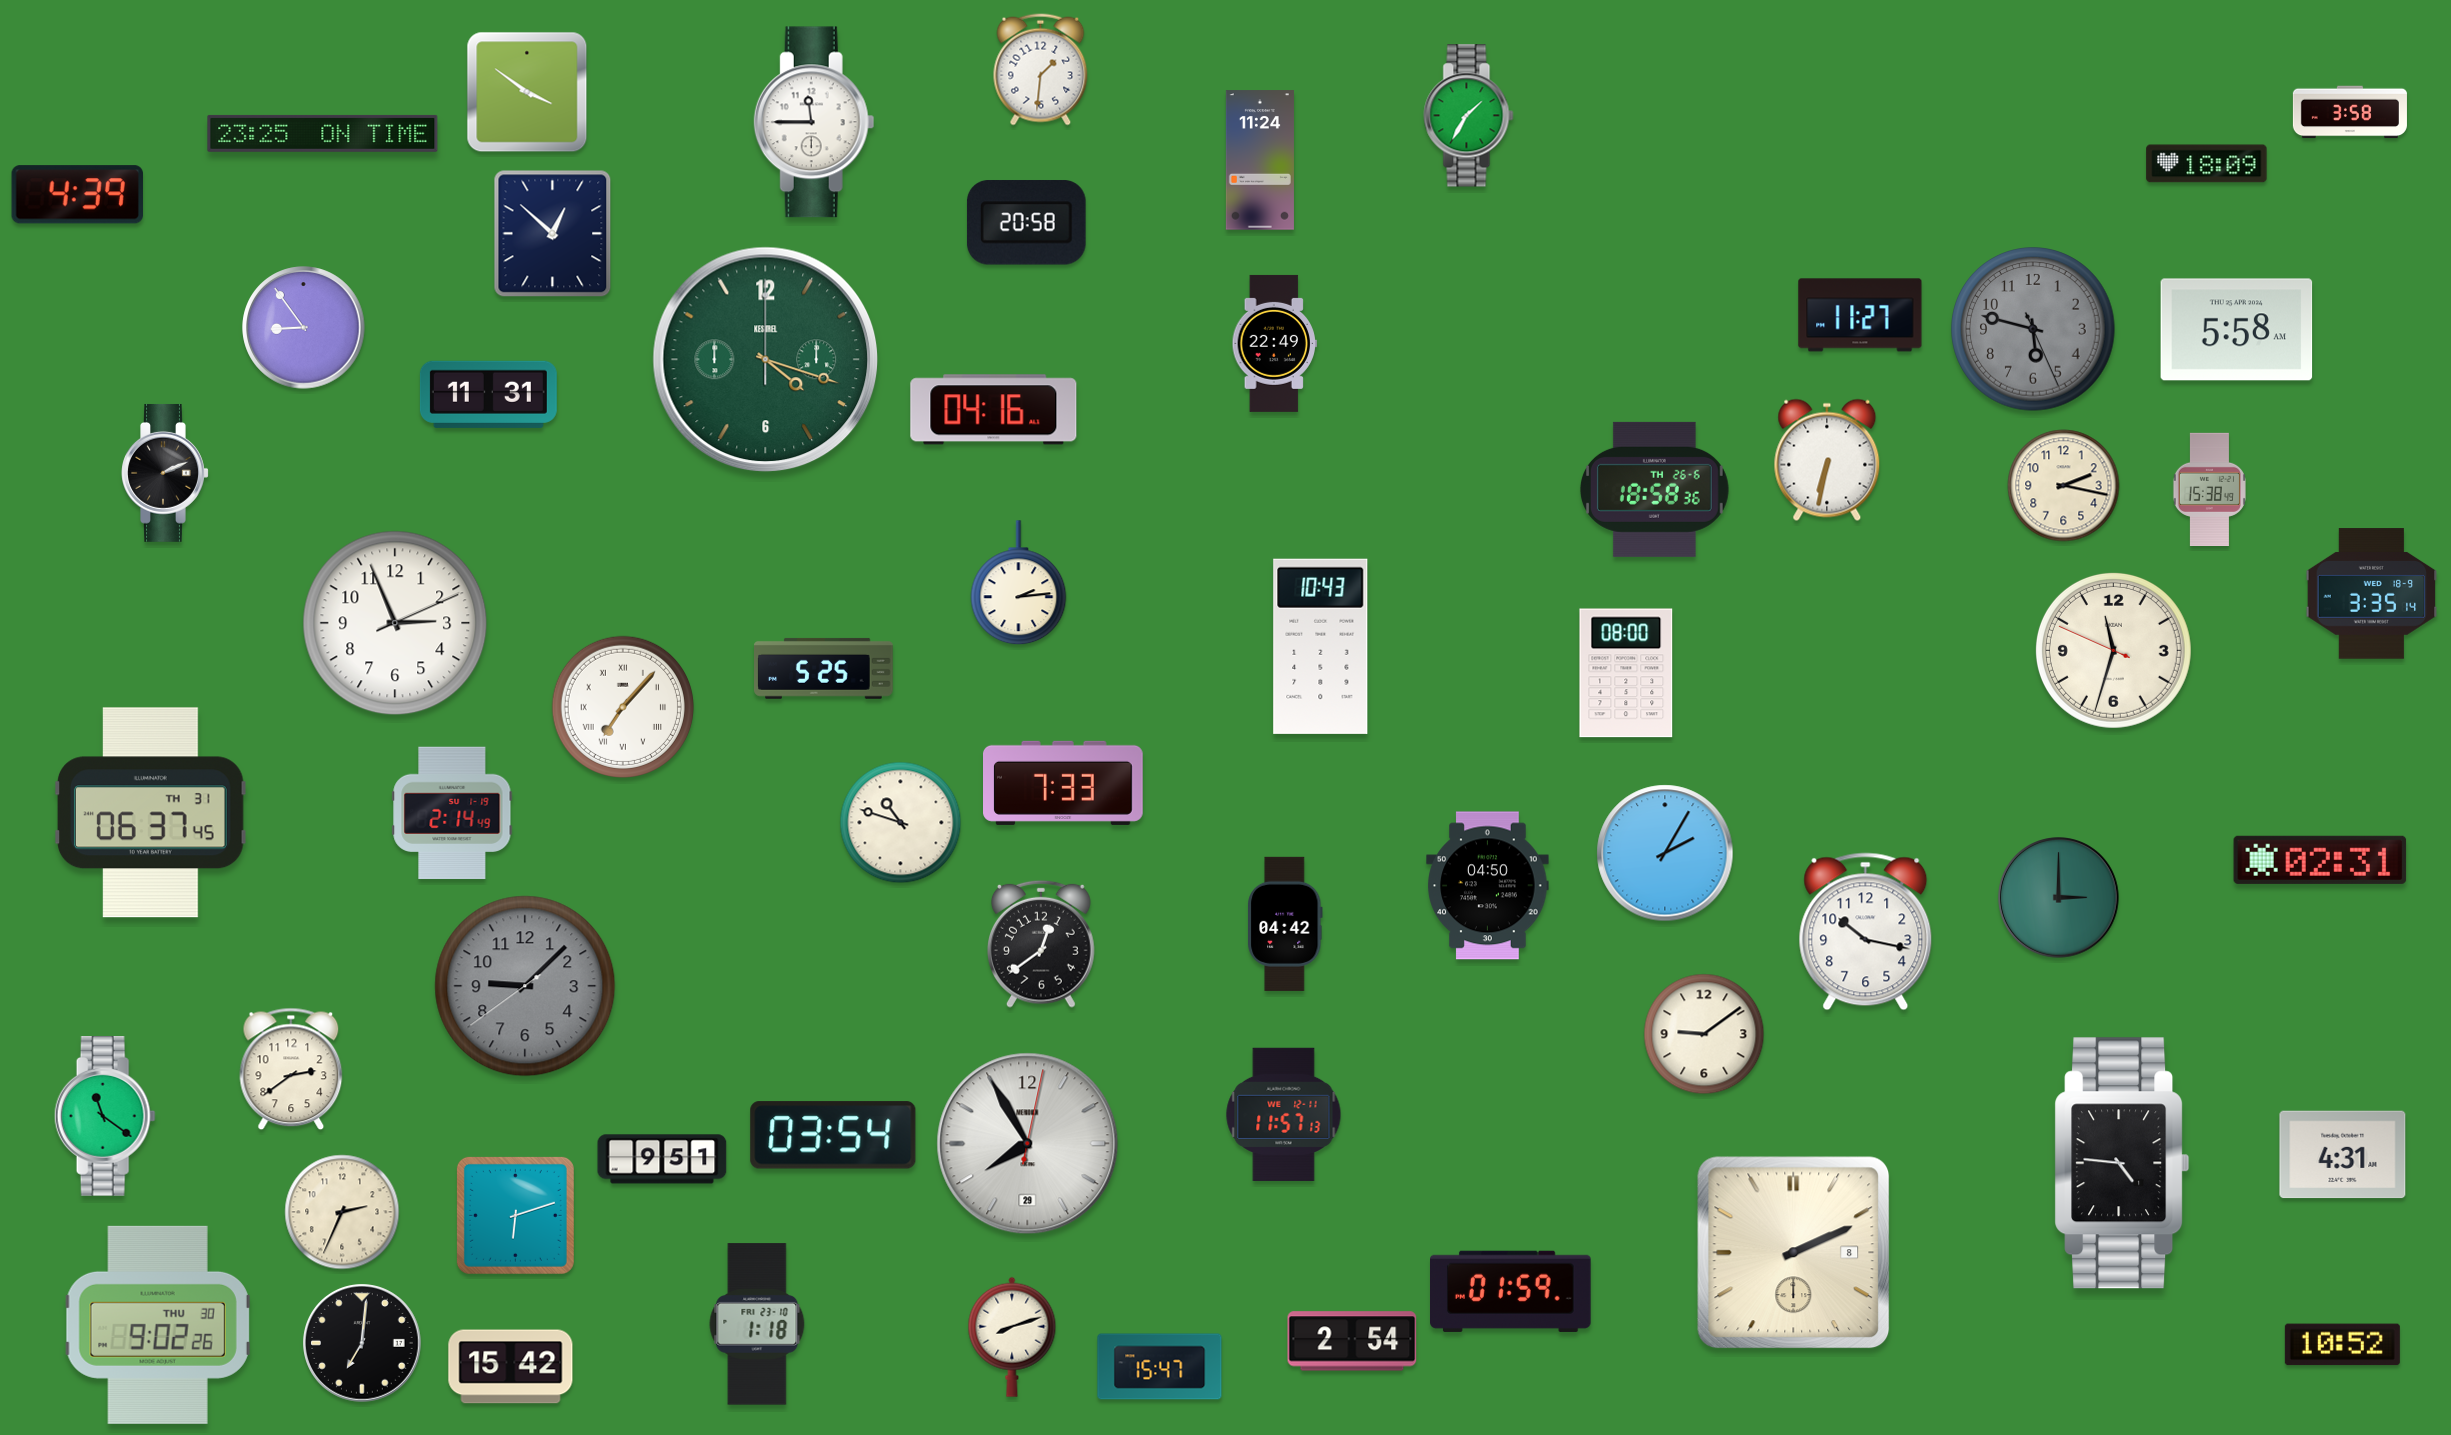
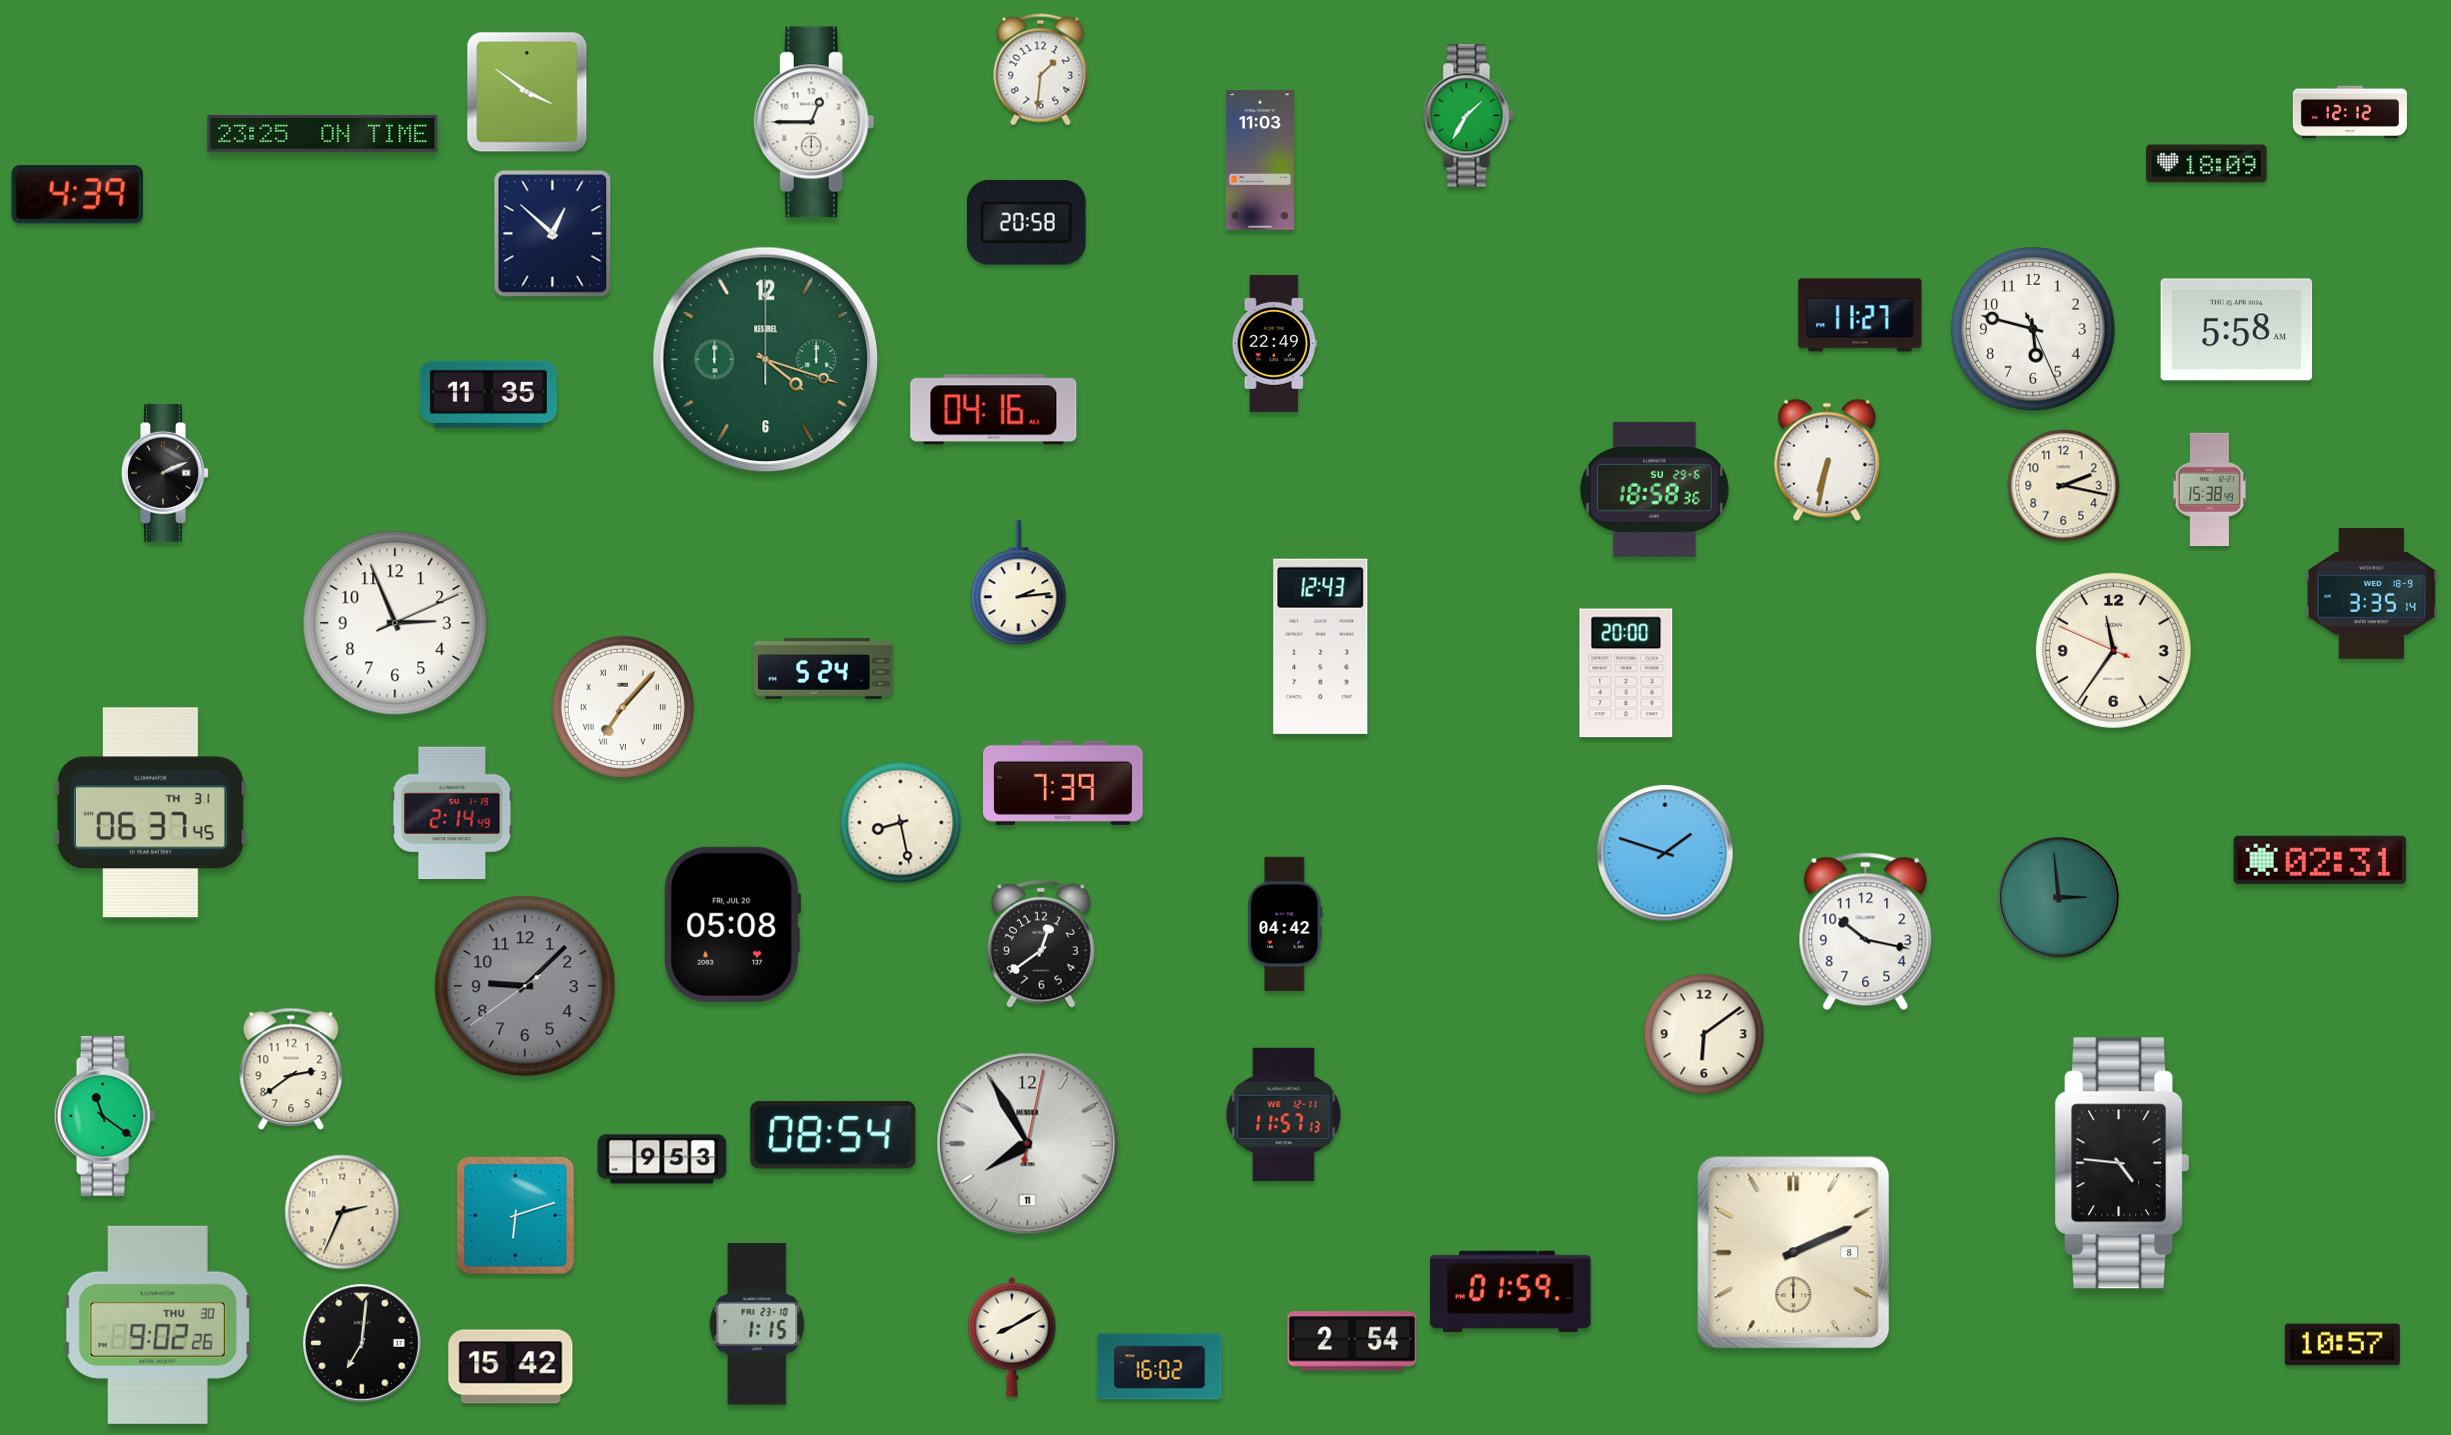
clock at (2350, 112): 3:58 -> 12:12
clock at (814, 122): 11:45 -> 12:45
clock at (1260, 160): 11:24 -> 11:03
clock at (304, 328): 8:54 -> none
clock at (2033, 329) dial: grey -> white
clock at (488, 394): 11:31 -> 11:35
clock at (1654, 489) date: TH 26-6 -> SU 29-6
clock at (1321, 646): 10:43 -> 12:43
clock at (2113, 650): 11:32 -> 11:35
clock at (824, 668): 5:25 -> 5:24
clock at (1626, 673): 08:00 -> 20:00
clock at (1064, 783): 7:33 -> 7:39
clock at (901, 823): 10:48 -> 8:28
clock at (1665, 853): 2:05 -> 1:48
clock at (1488, 886): 04:50 -> none
clock at (2059, 898): 3:00 -> 2:59
clock at (733, 924): none -> 05:08
clock at (1704, 1034): 9:09 -> 6:09
clock at (833, 1135): 03:54 -> 08:54
clock at (1028, 1144) date: 29 -> 11
clock at (2343, 1155): 4:31 -> none
clock at (662, 1159): 9:51 -> 9:53
clock at (757, 1324): 1:18 -> 1:15
clock at (1012, 1337): 8:12 -> 8:10
clock at (2342, 1345): 10:52 -> 10:57
clock at (1160, 1367): 15:47 -> 16:02
